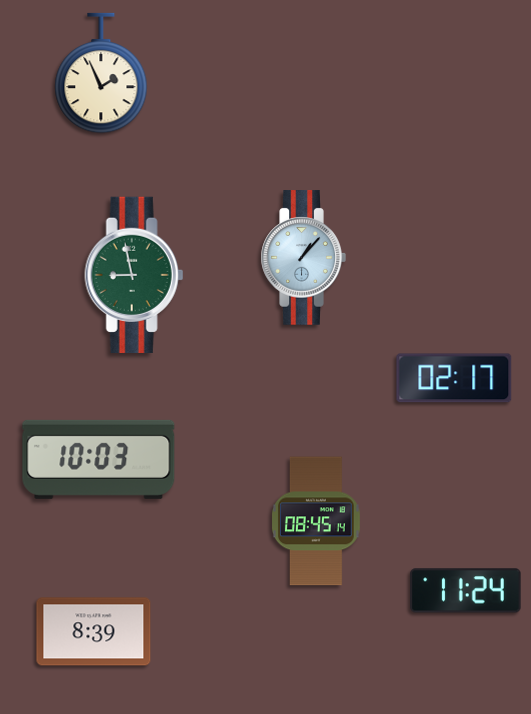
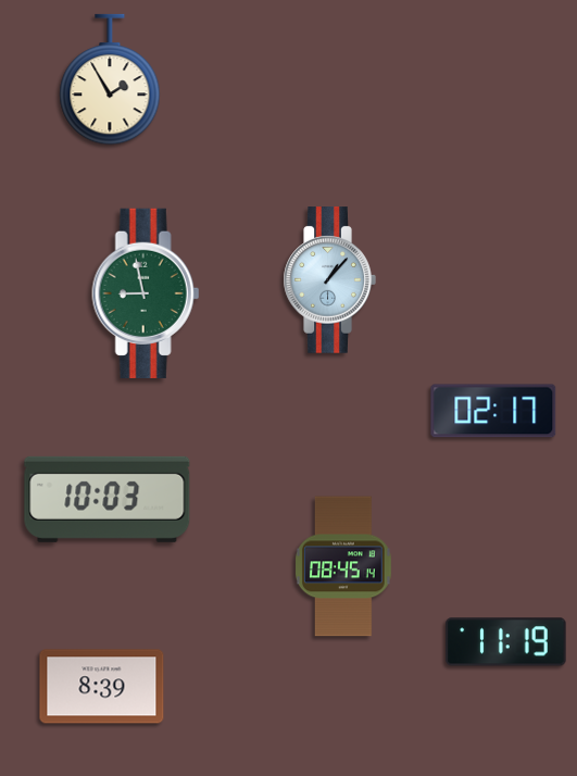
clock at (101, 73): 1:56 -> 1:55
clock at (134, 274) position: (134, 274) -> (146, 292)
clock at (466, 591): 11:24 -> 11:19
